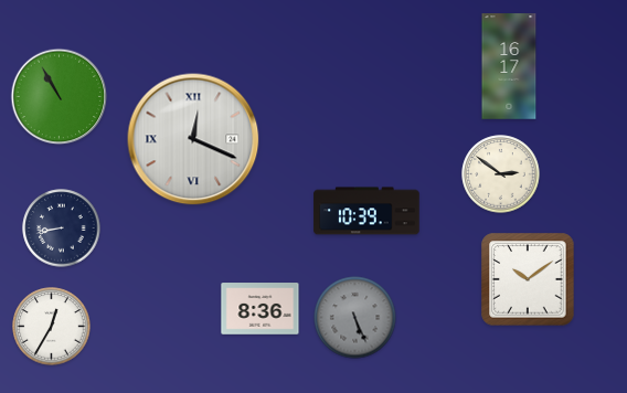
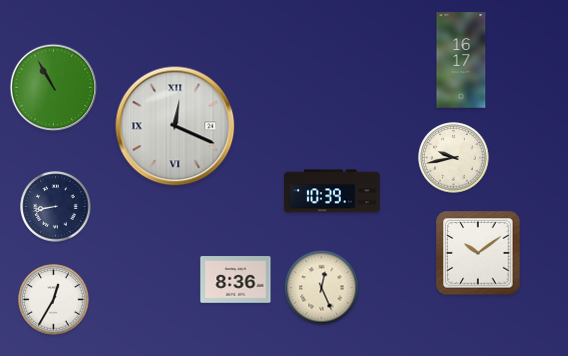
clock at (501, 174): 2:51 -> 9:43
clock at (355, 318): 5:26 -> 12:26
clock at (355, 318) dial: grey -> cream
clock at (52, 327) position: (52, 327) -> (54, 300)
